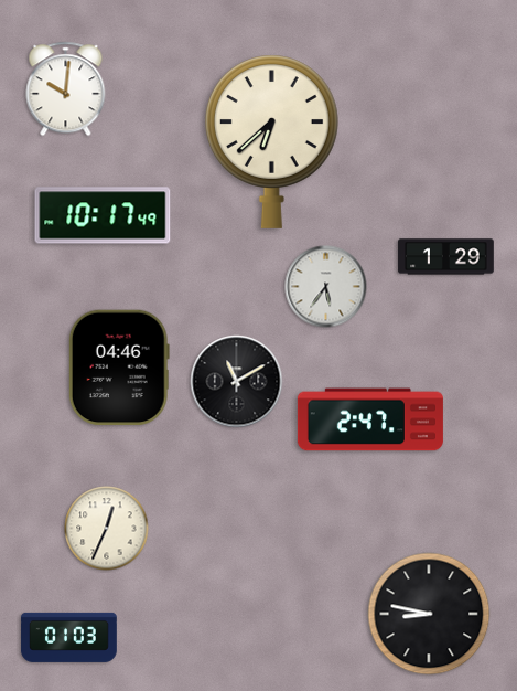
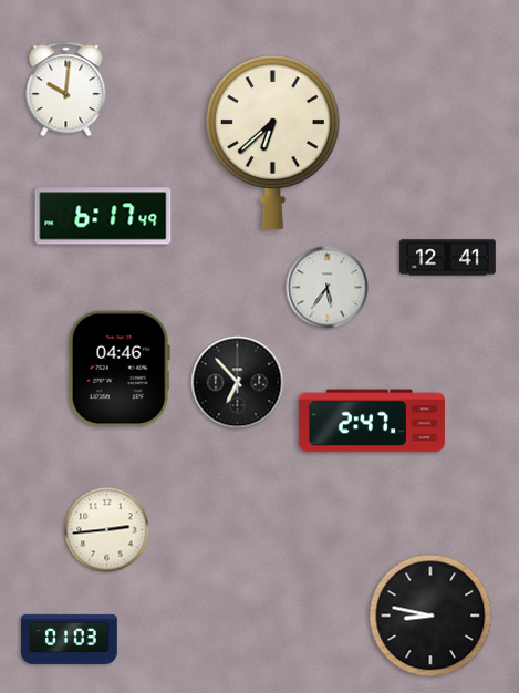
clock at (103, 215): 10:17 -> 6:17
clock at (446, 257): 1:29 -> 12:41
clock at (237, 382): 11:10 -> 6:53
clock at (107, 529): 12:34 -> 2:44
